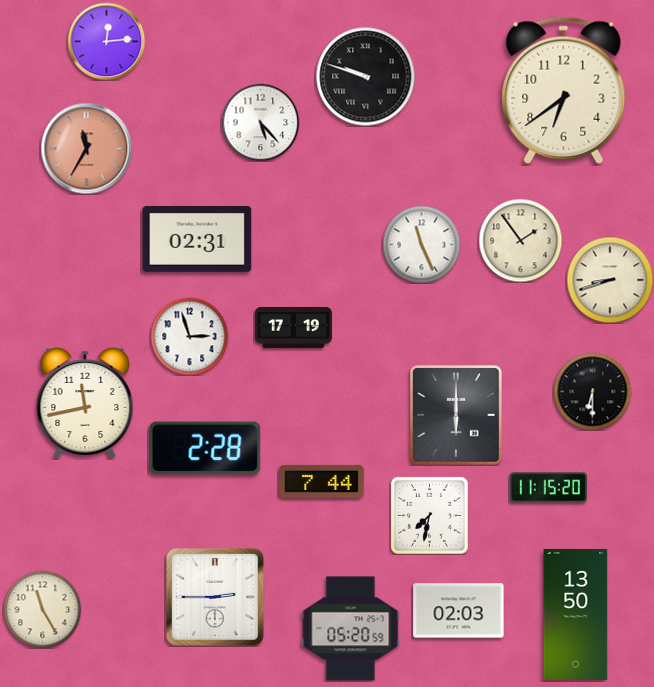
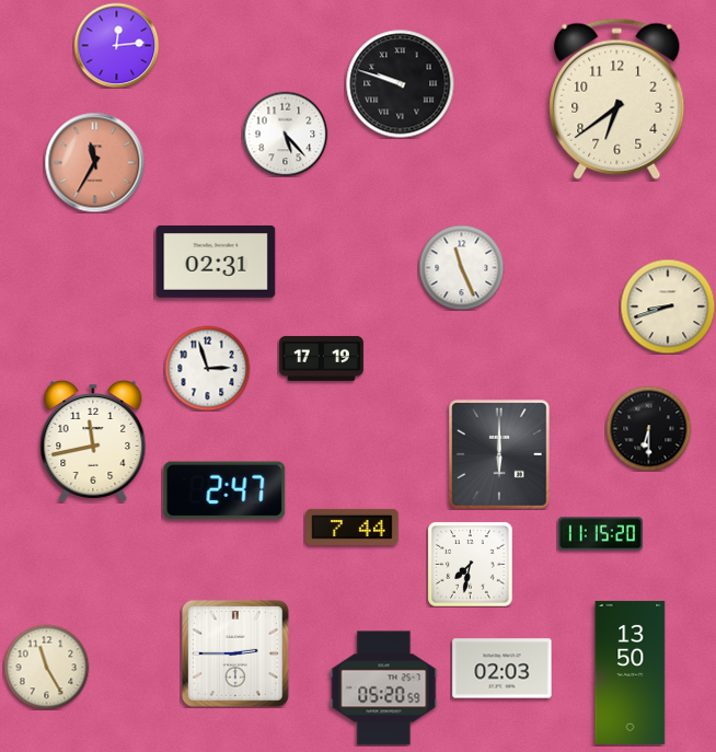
clock at (520, 240): 1:54 -> none
clock at (205, 448): 2:28 -> 2:47
